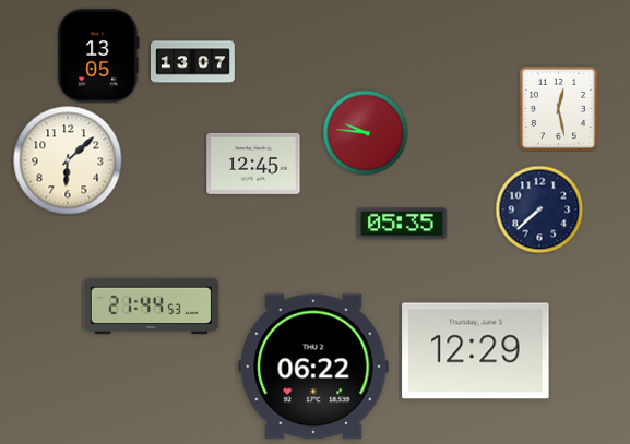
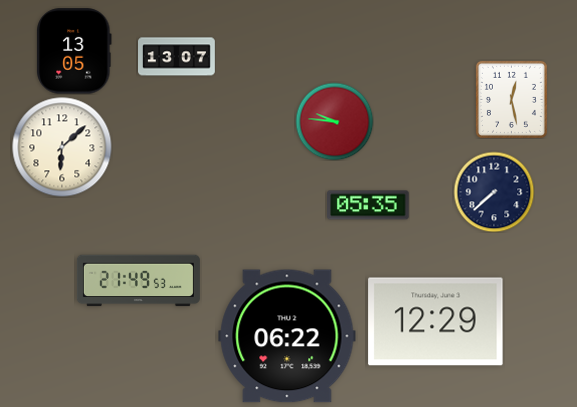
clock at (98, 56) position: (98, 56) -> (74, 51)
clock at (253, 164): 12:45 -> none
clock at (151, 307): 21:44 -> 21:49
